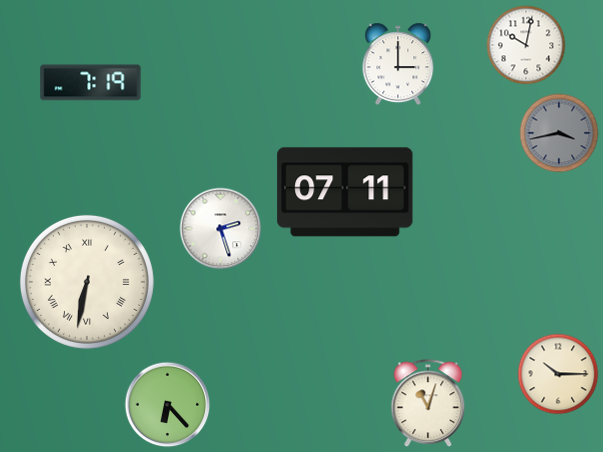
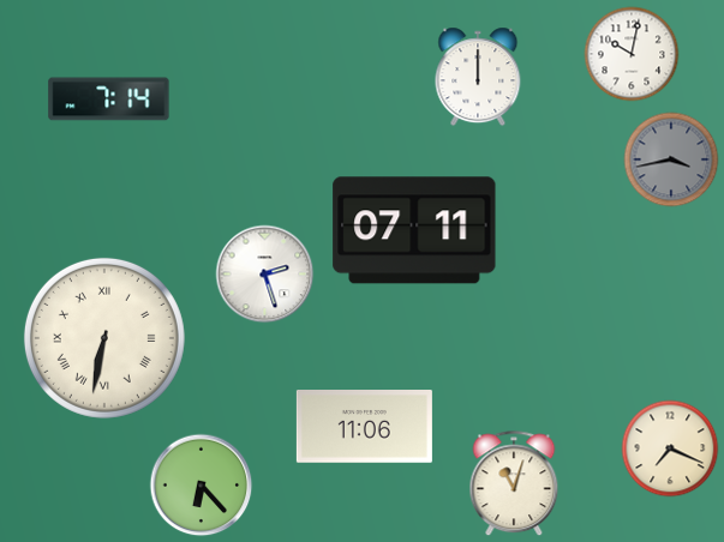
clock at (398, 64): 3:00 -> 12:00
clock at (91, 83): 7:19 -> 7:14
clock at (364, 427): none -> 11:06
clock at (558, 374): 10:15 -> 7:19
